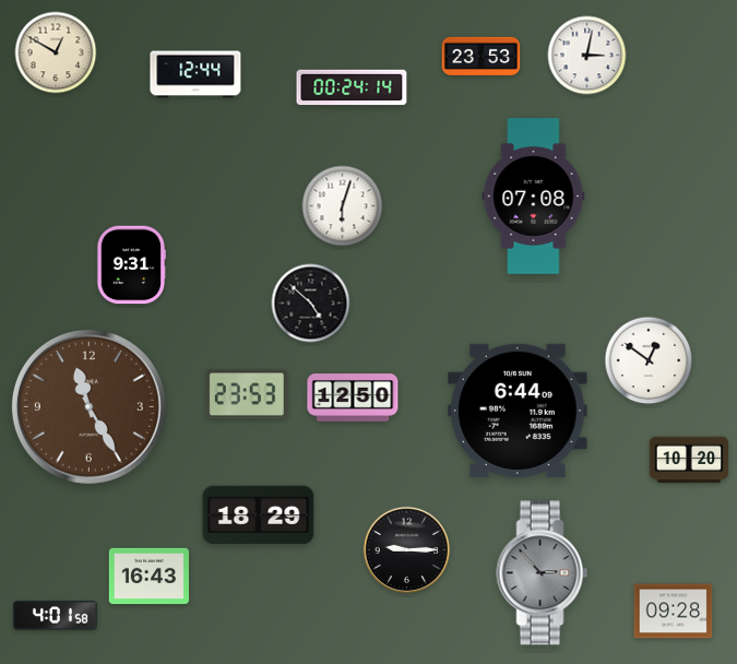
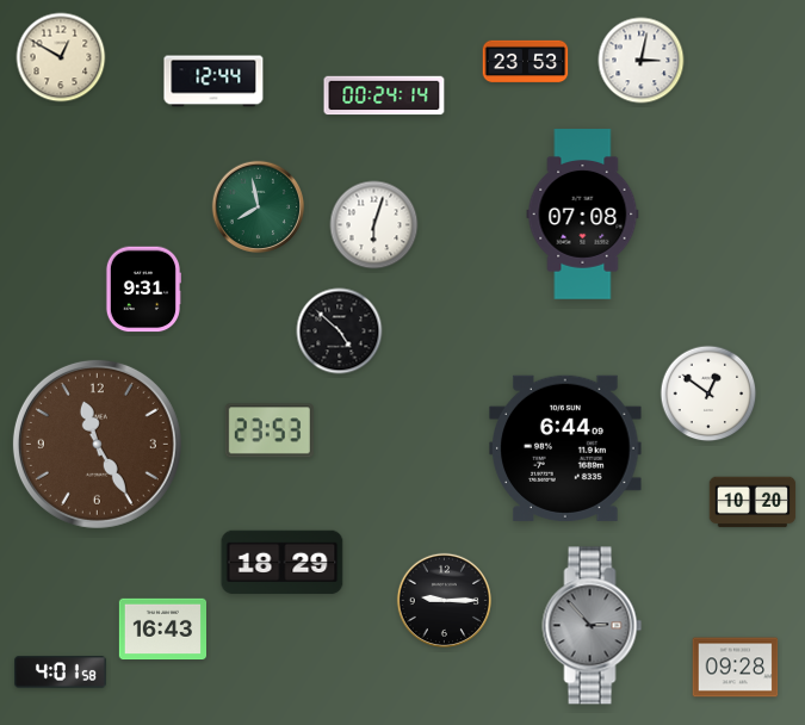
clock at (259, 207): none -> 7:58
clock at (353, 399): 12:50 -> none
